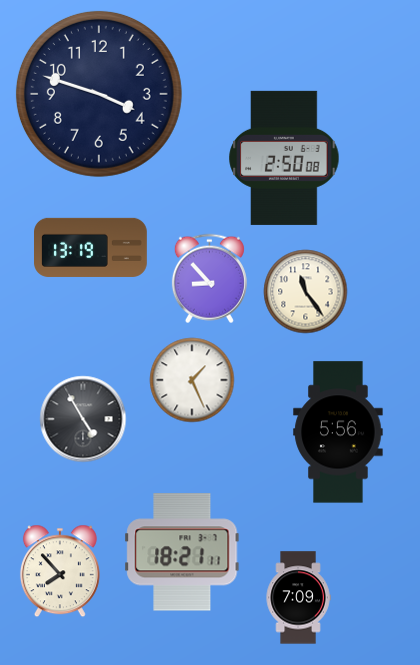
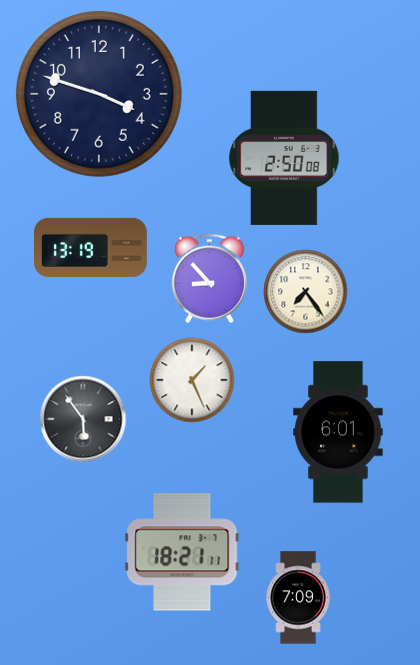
clock at (306, 292): 11:24 -> 7:24
clock at (83, 419): 4:55 -> 5:54
clock at (338, 432): 5:56 -> 6:01
clock at (60, 571): 7:53 -> none
